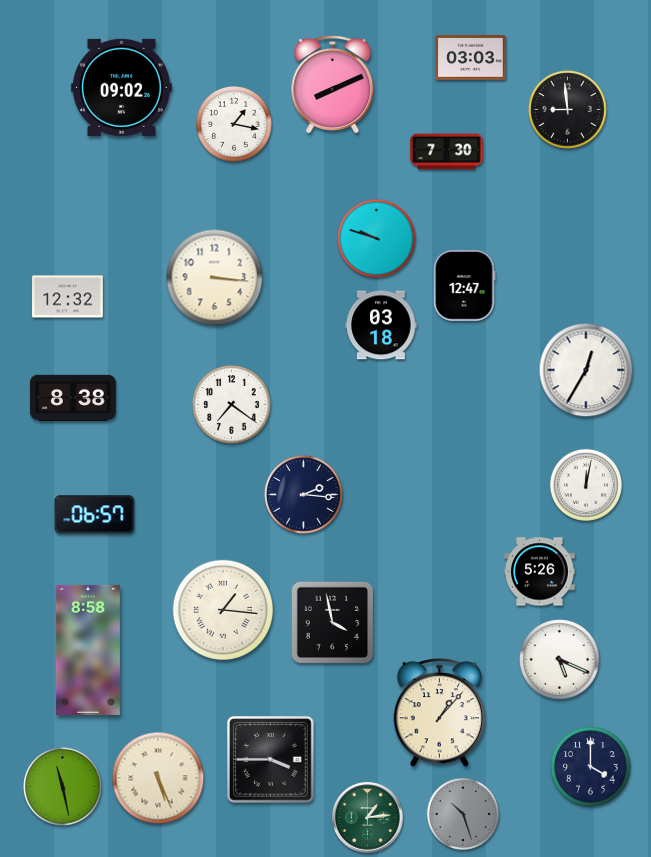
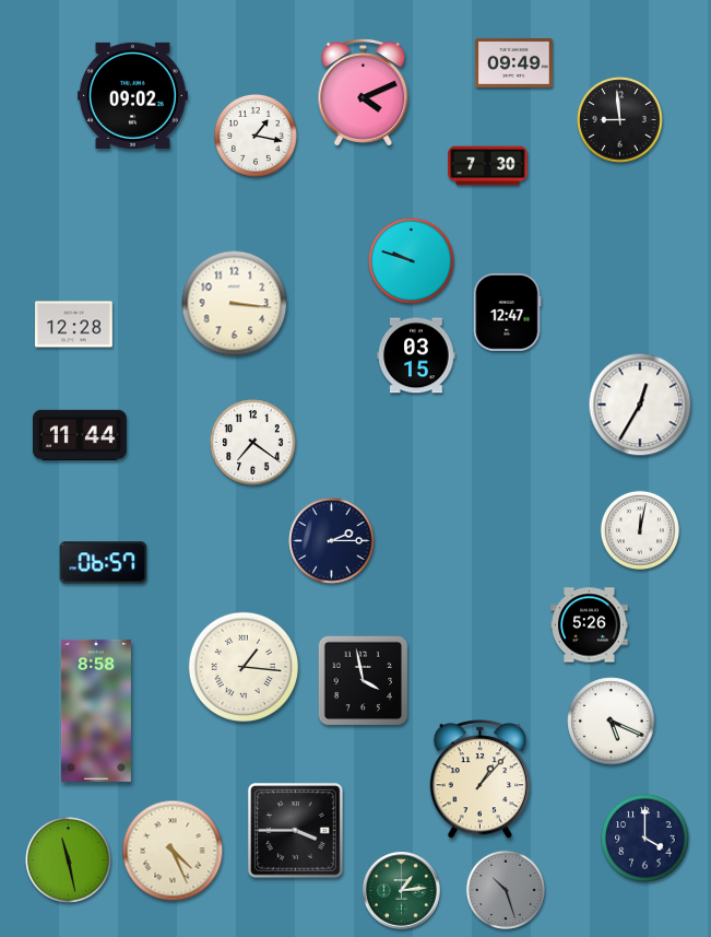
clock at (471, 57): 03:03 -> 09:49
clock at (333, 84): 8:11 -> 4:11
clock at (68, 297): 12:32 -> 12:28
clock at (381, 325): 03:18 -> 03:15
clock at (73, 398): 8:38 -> 11:44
clock at (304, 495): 2:16 -> 2:15
clock at (158, 778): 5:26 -> 4:26
clock at (368, 818) position: (368, 818) -> (402, 891)
